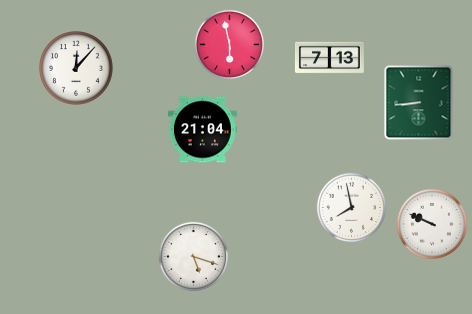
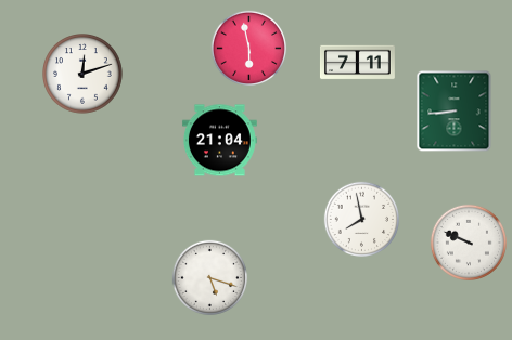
clock at (329, 58): 7:13 -> 7:11
clock at (76, 68): 12:07 -> 12:12
clock at (352, 208) position: (352, 208) -> (362, 220)
